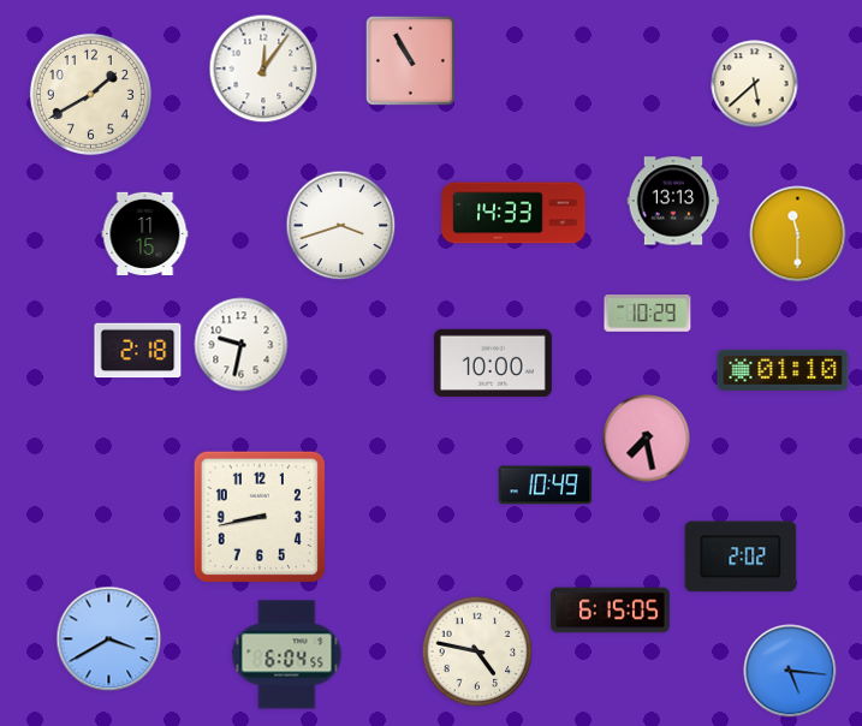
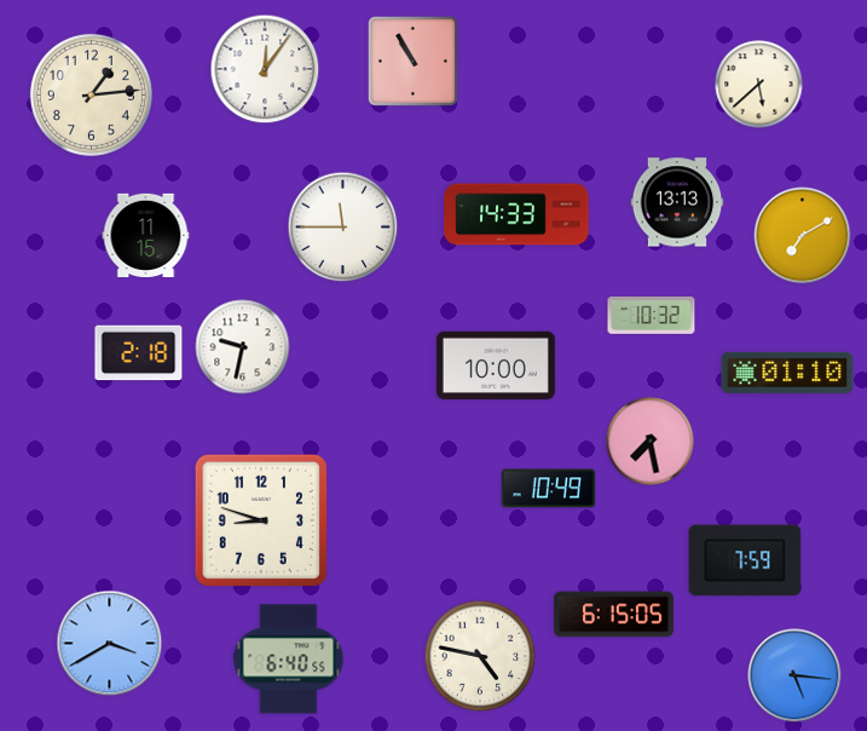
clock at (90, 94): 1:40 -> 1:14
clock at (341, 226): 3:42 -> 11:45
clock at (798, 234): 11:30 -> 7:10
clock at (648, 314): 10:29 -> 10:32
clock at (260, 517): 8:43 -> 8:48
clock at (741, 557): 2:02 -> 7:59
clock at (287, 655): 6:04 -> 6:40
